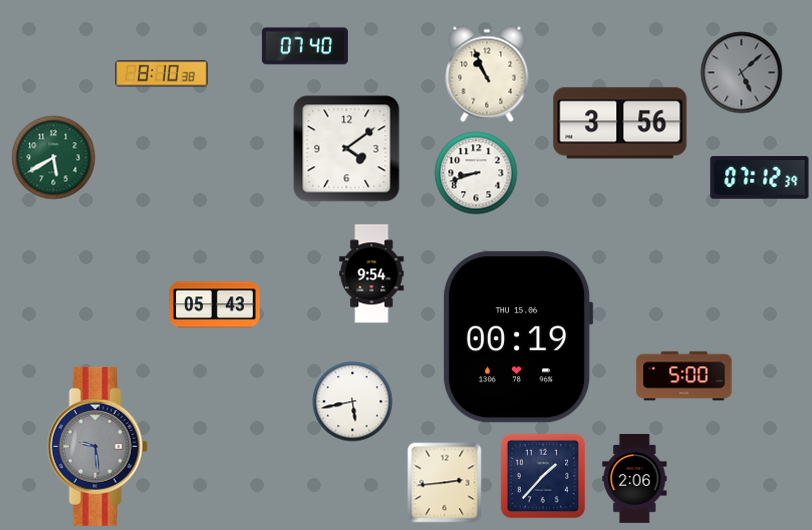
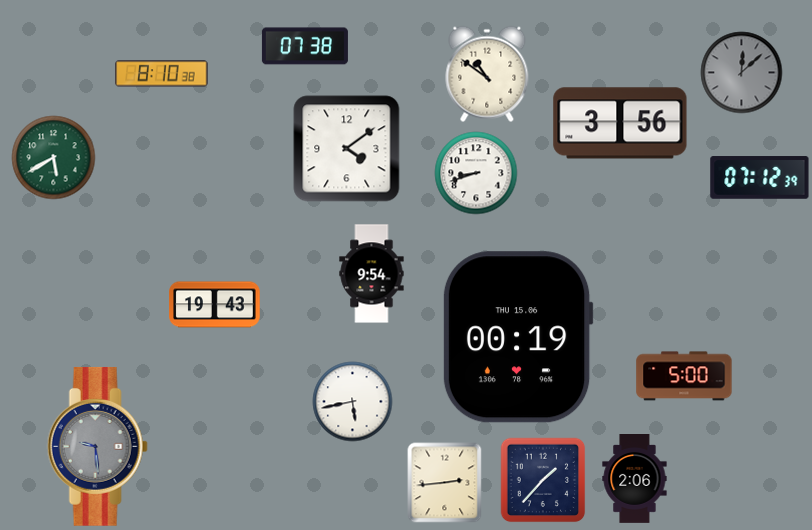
clock at (305, 46): 07:40 -> 07:38
clock at (742, 73): 5:08 -> 12:08
clock at (487, 74): 10:56 -> 10:51
clock at (215, 305): 05:43 -> 19:43
clock at (543, 476) position: (543, 476) -> (543, 480)
